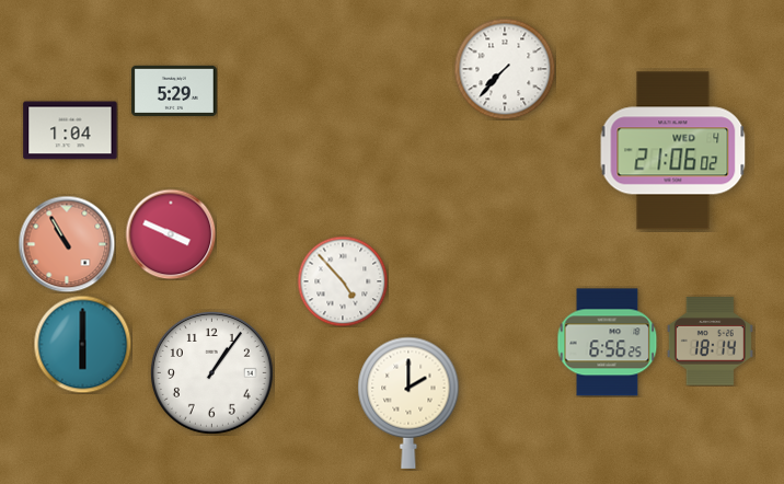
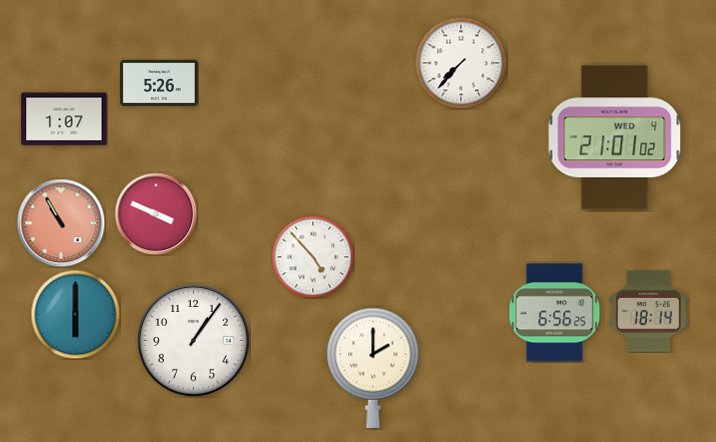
clock at (175, 91): 5:29 -> 5:26
clock at (70, 130): 1:04 -> 1:07
clock at (673, 151): 21:06 -> 21:01
